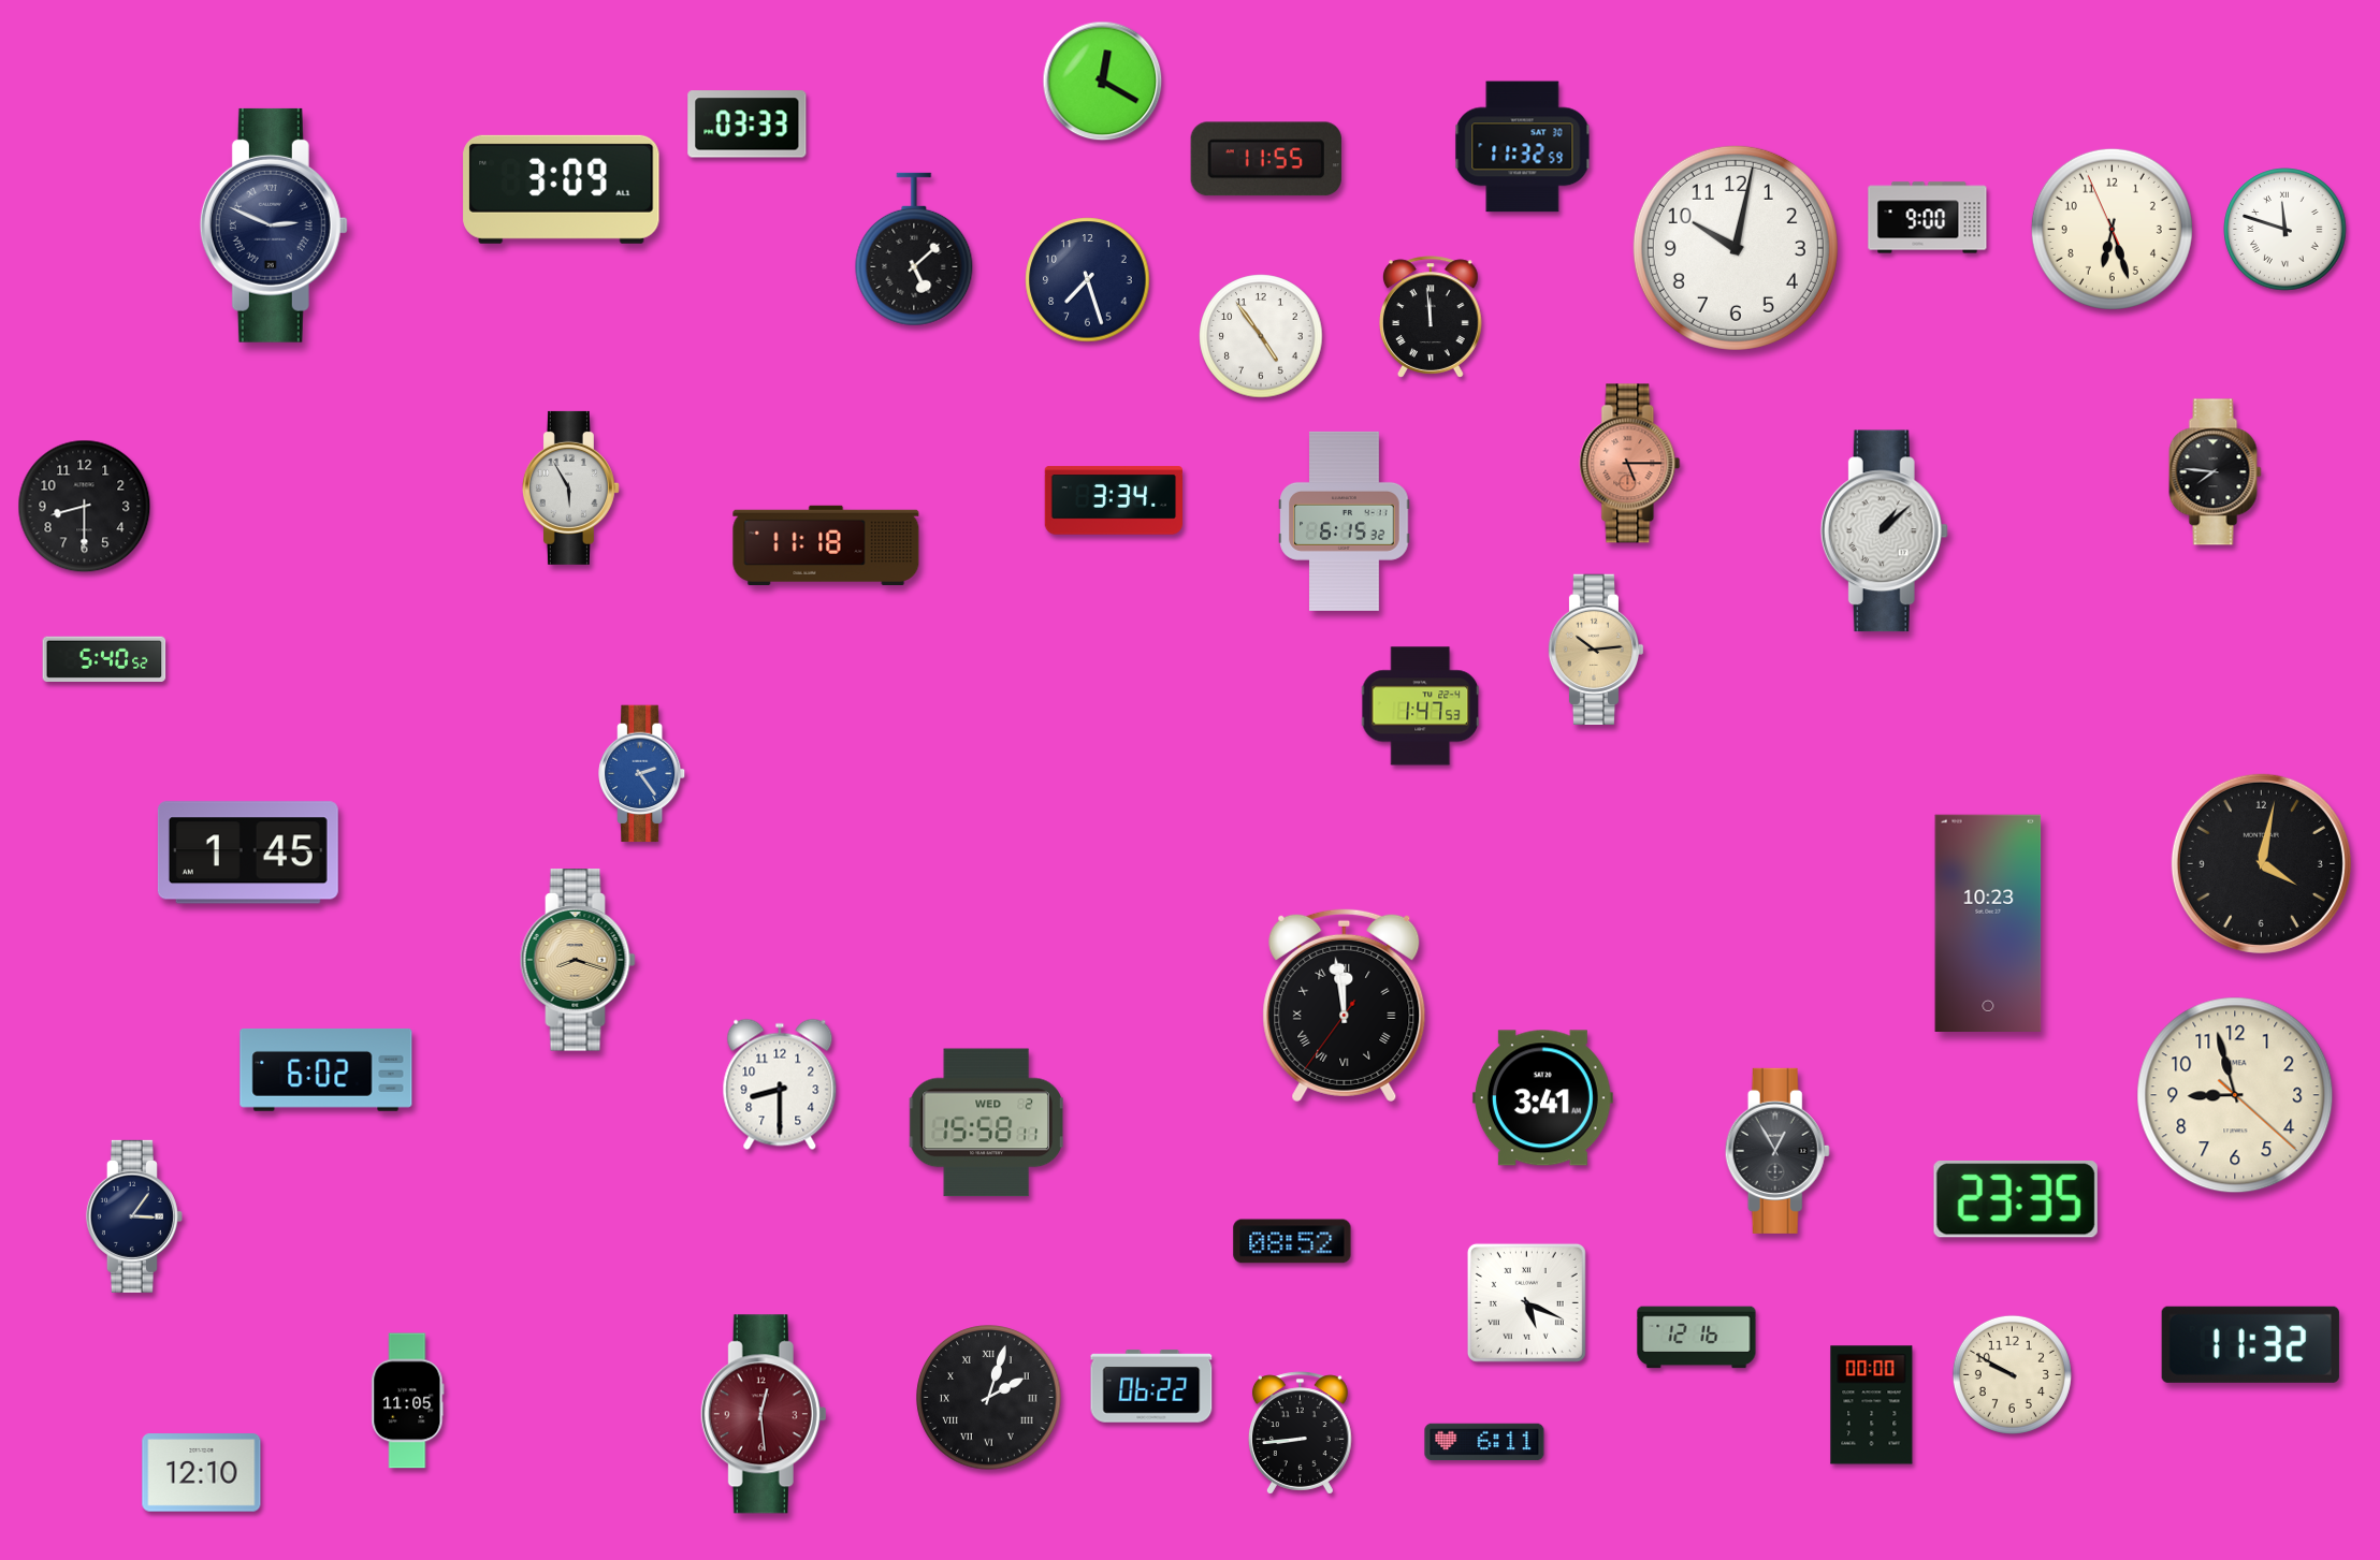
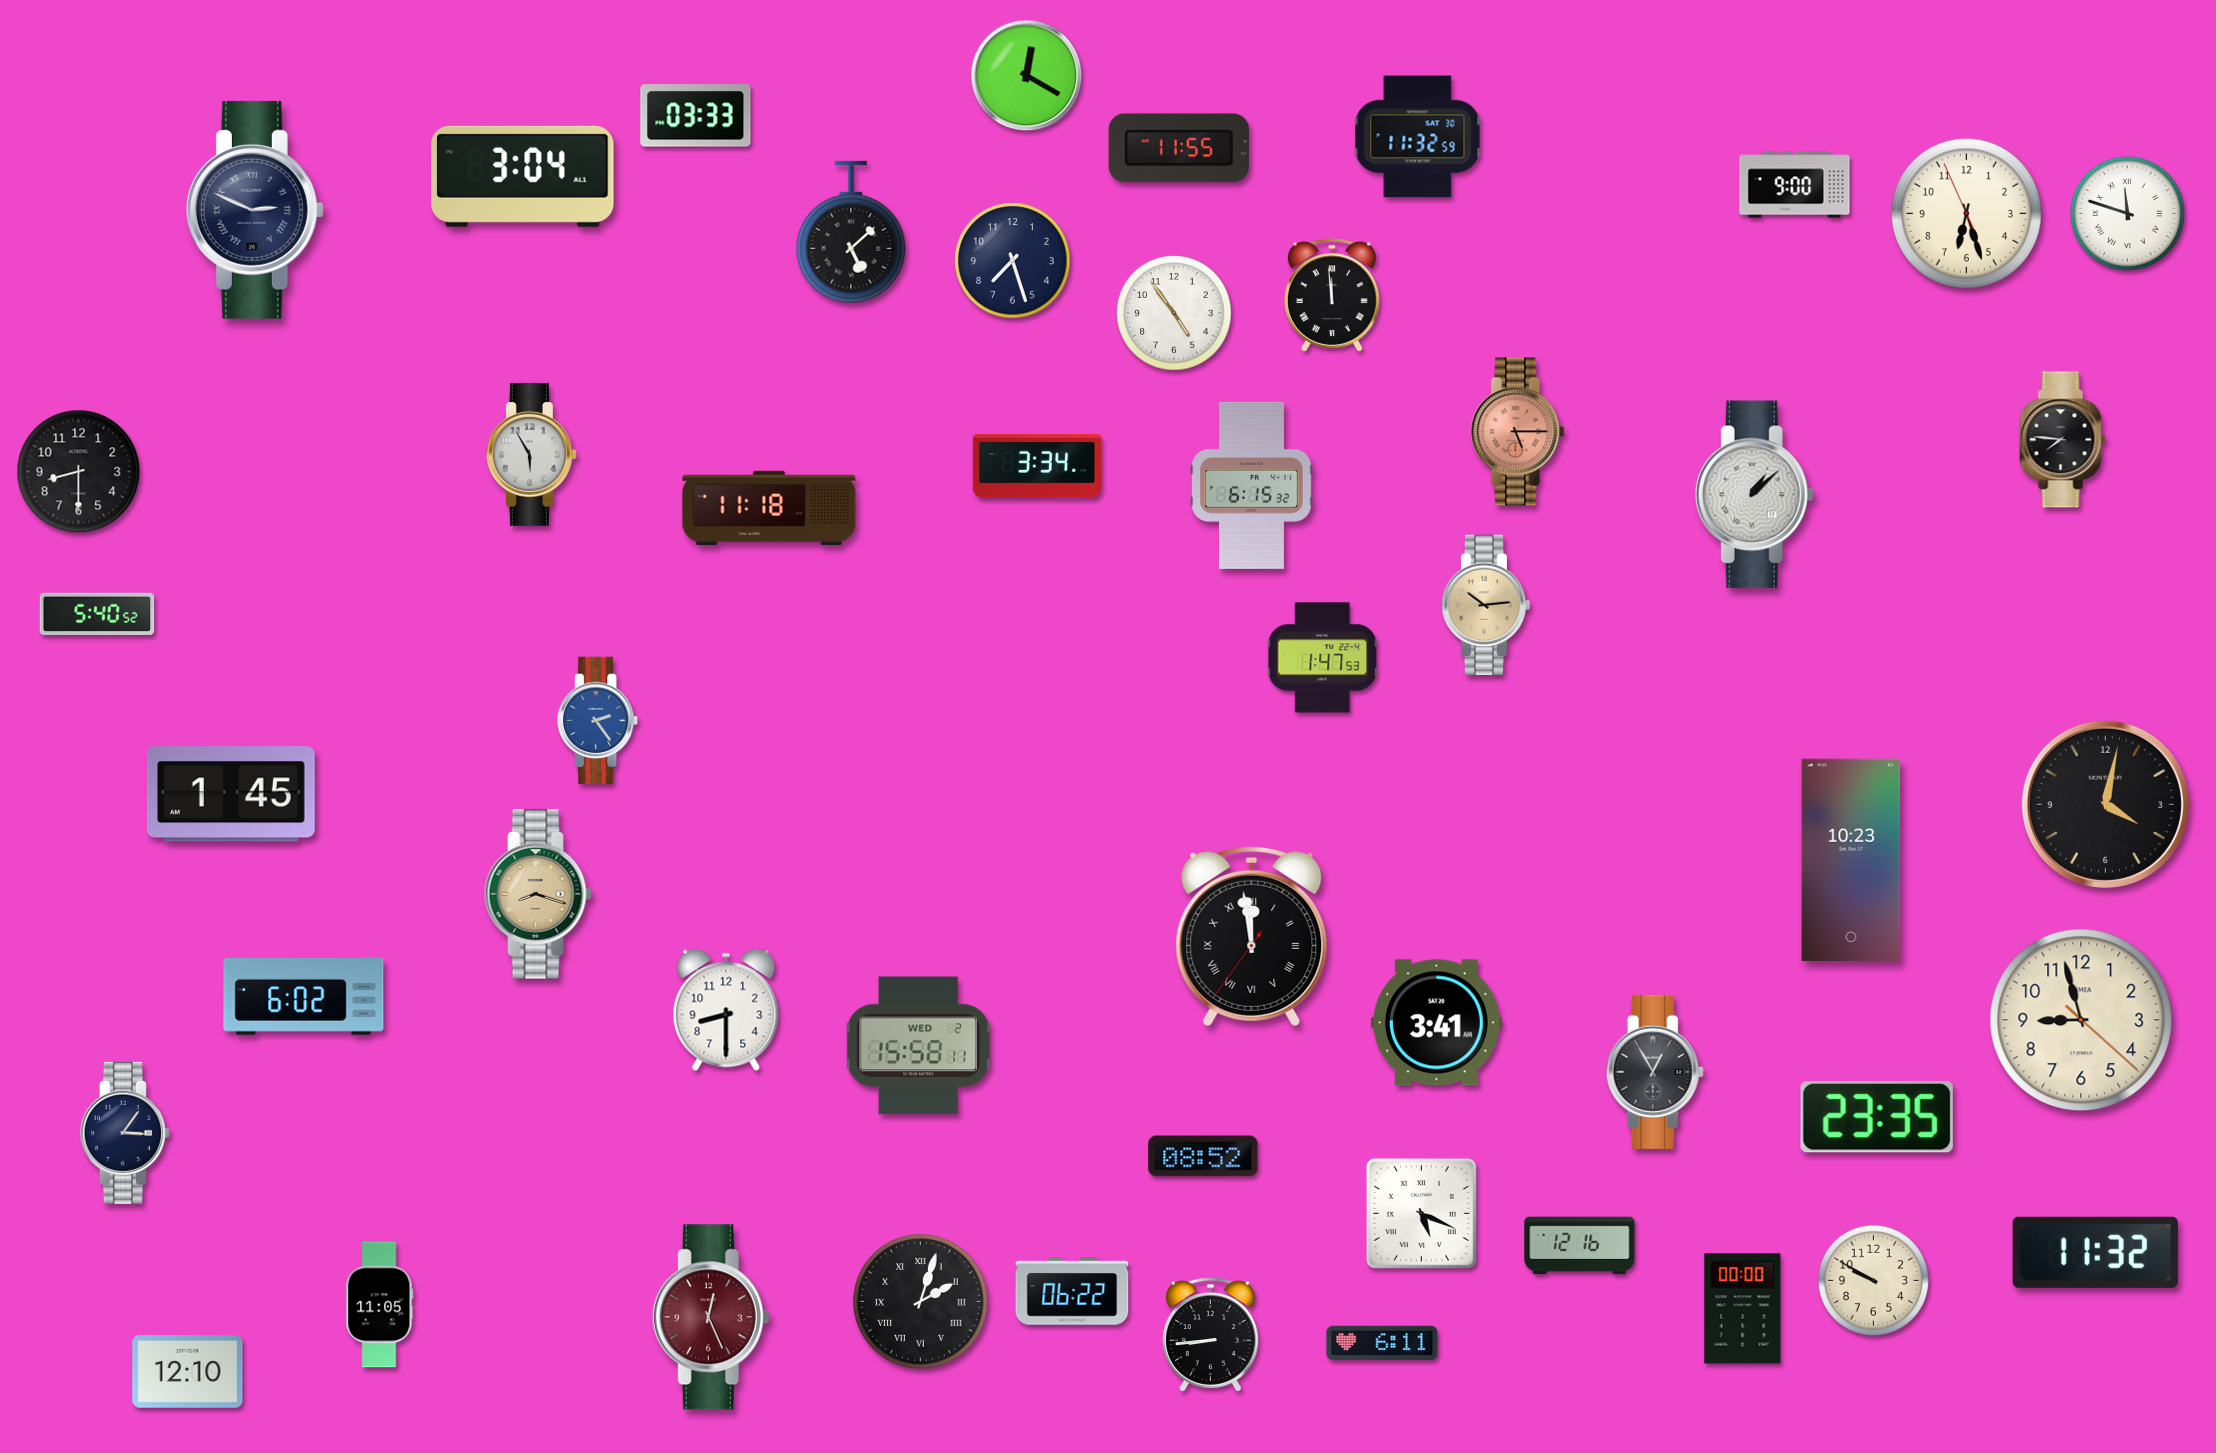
clock at (562, 189): 3:09 -> 3:04
clock at (1928, 218) position: (1928, 218) -> (1795, 185)
clock at (1736, 248): 10:02 -> none
clock at (764, 1414): 12:29 -> 12:26
